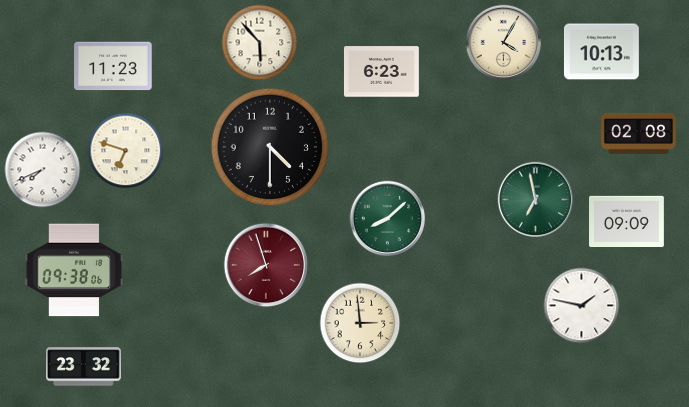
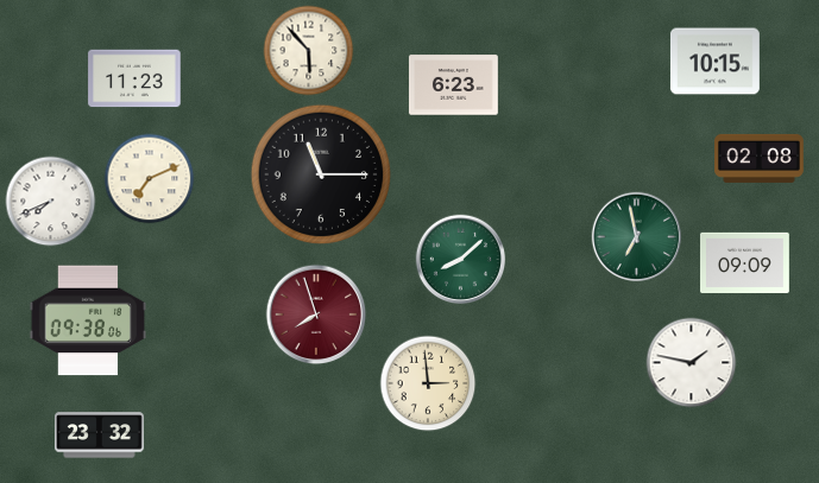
clock at (504, 43): 4:05 -> none
clock at (601, 52): 10:13 -> 10:15
clock at (269, 146): 4:30 -> 11:15
clock at (126, 151): 6:48 -> 7:11
